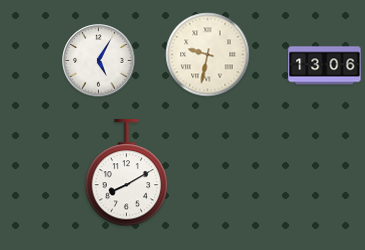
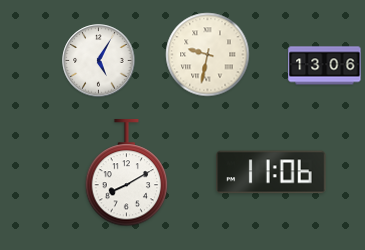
clock at (271, 172): none -> 11:06
